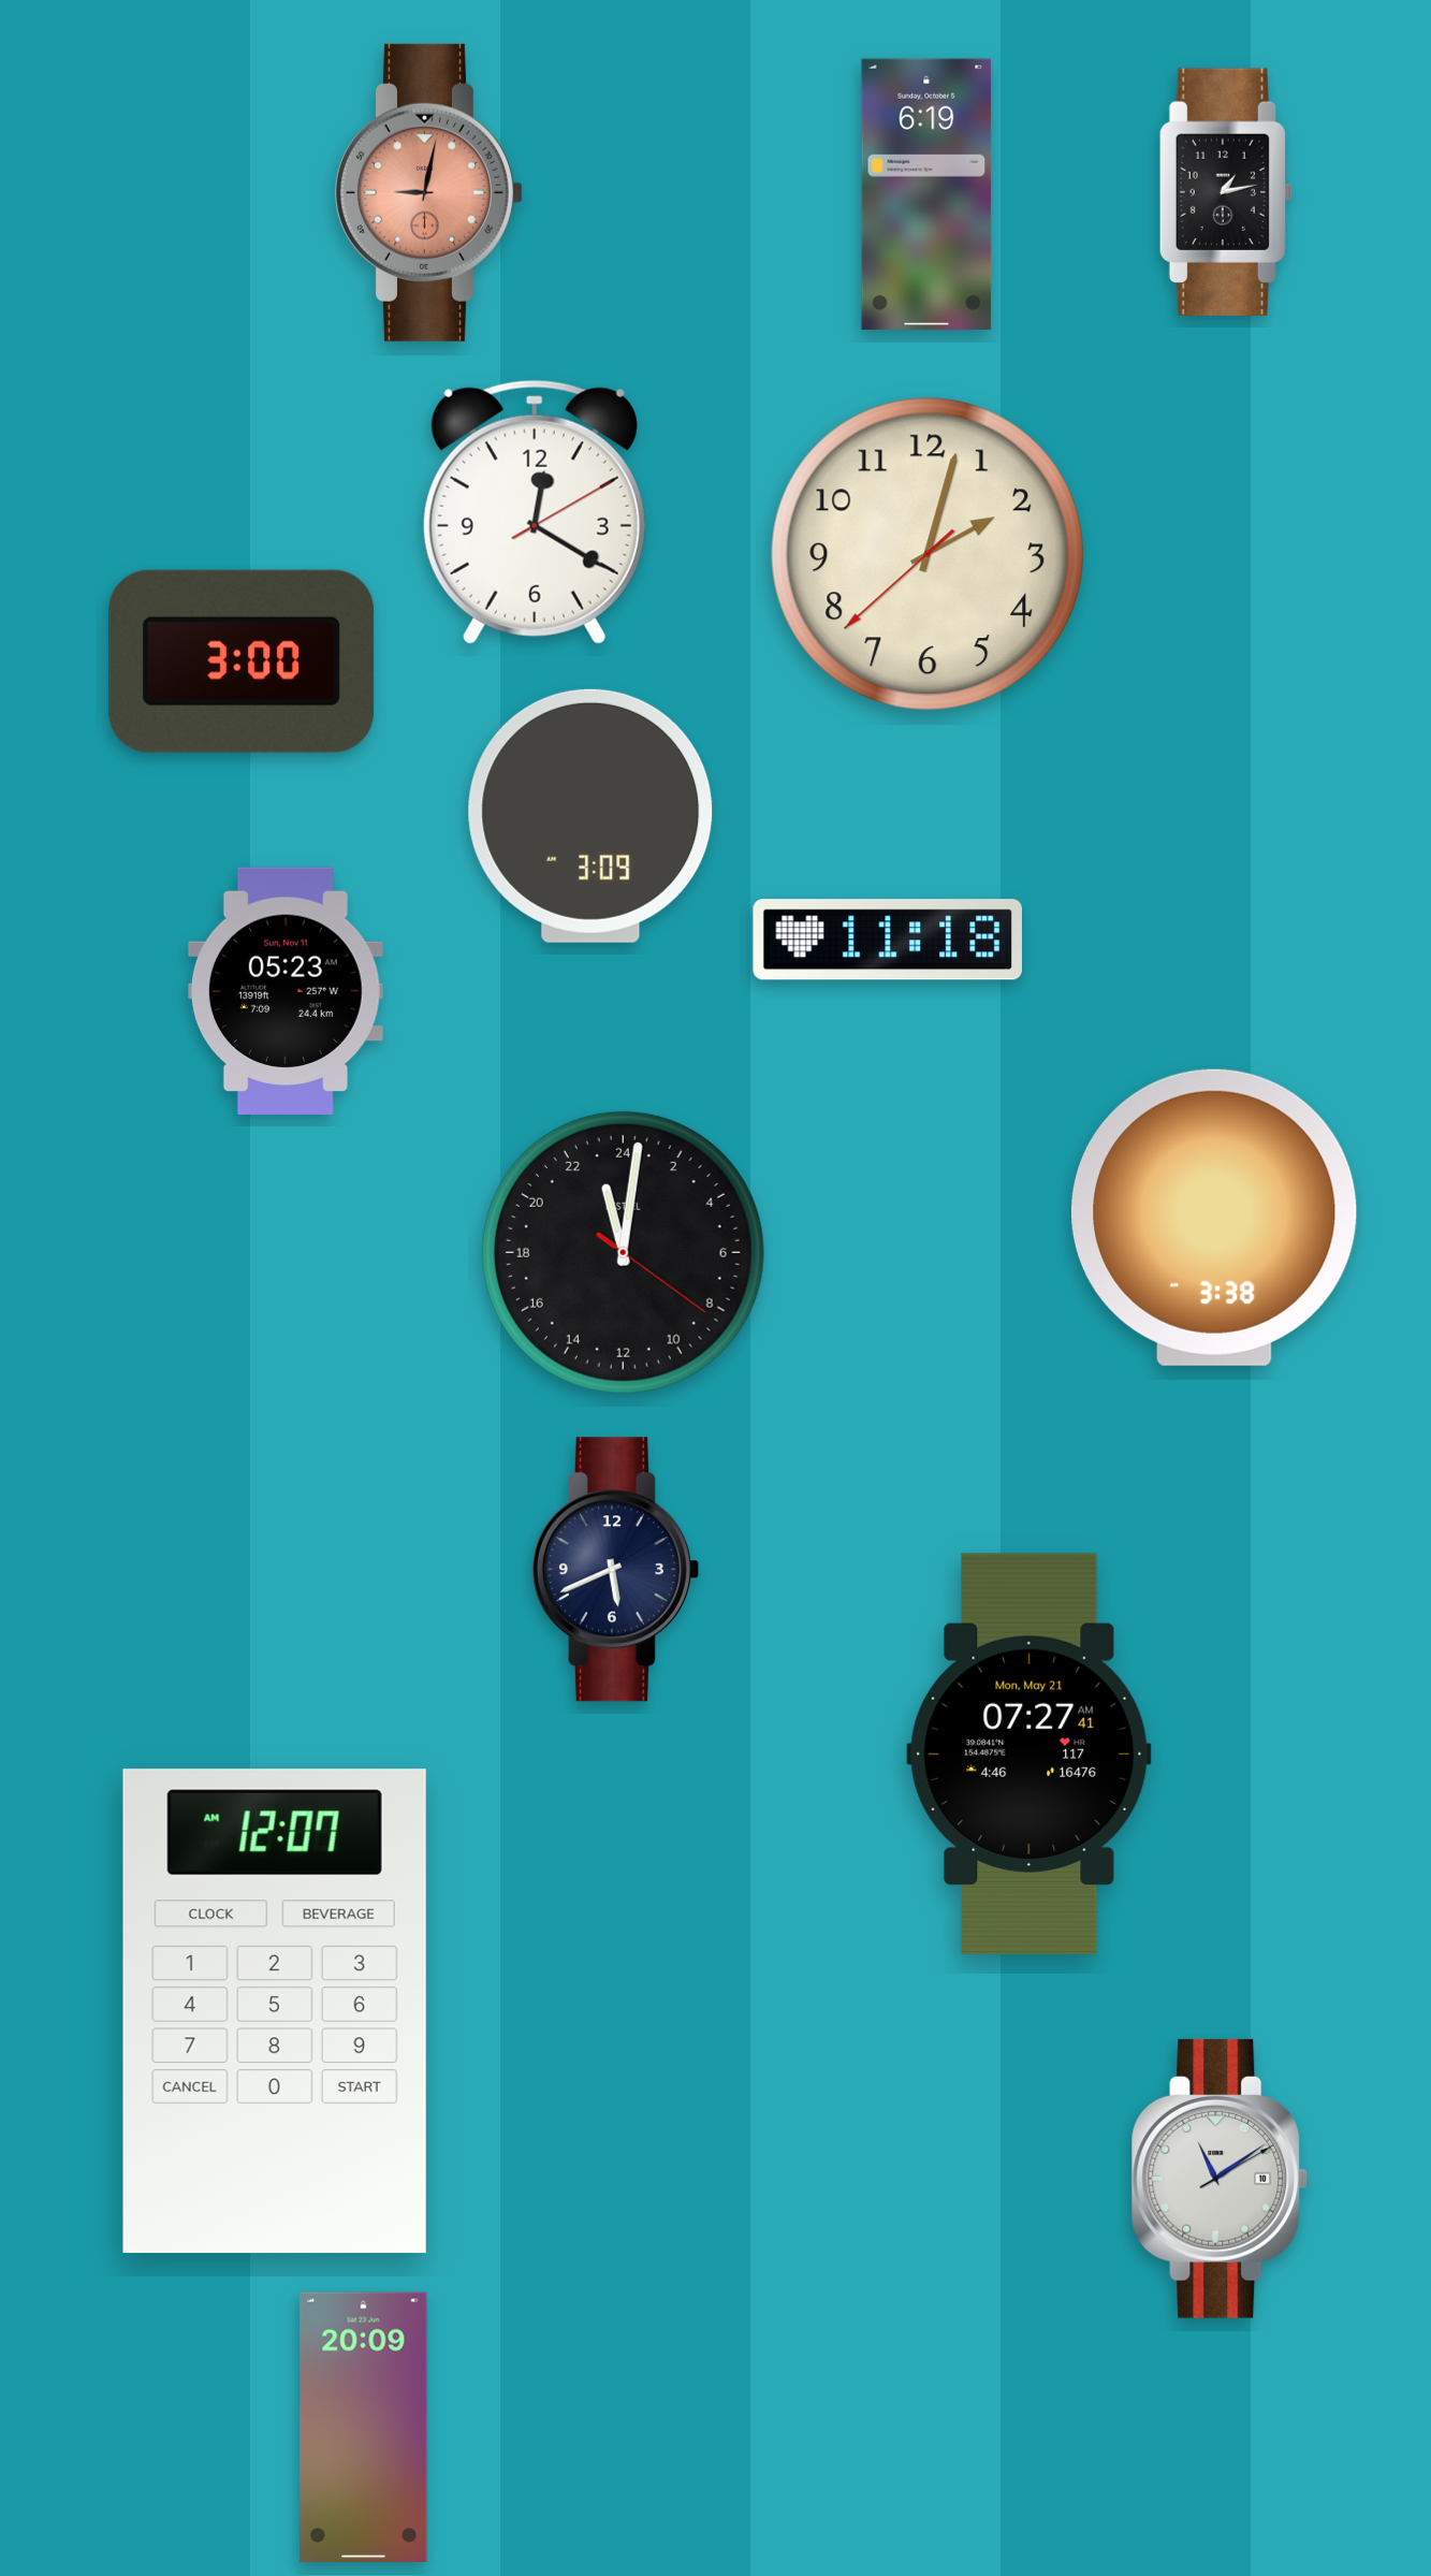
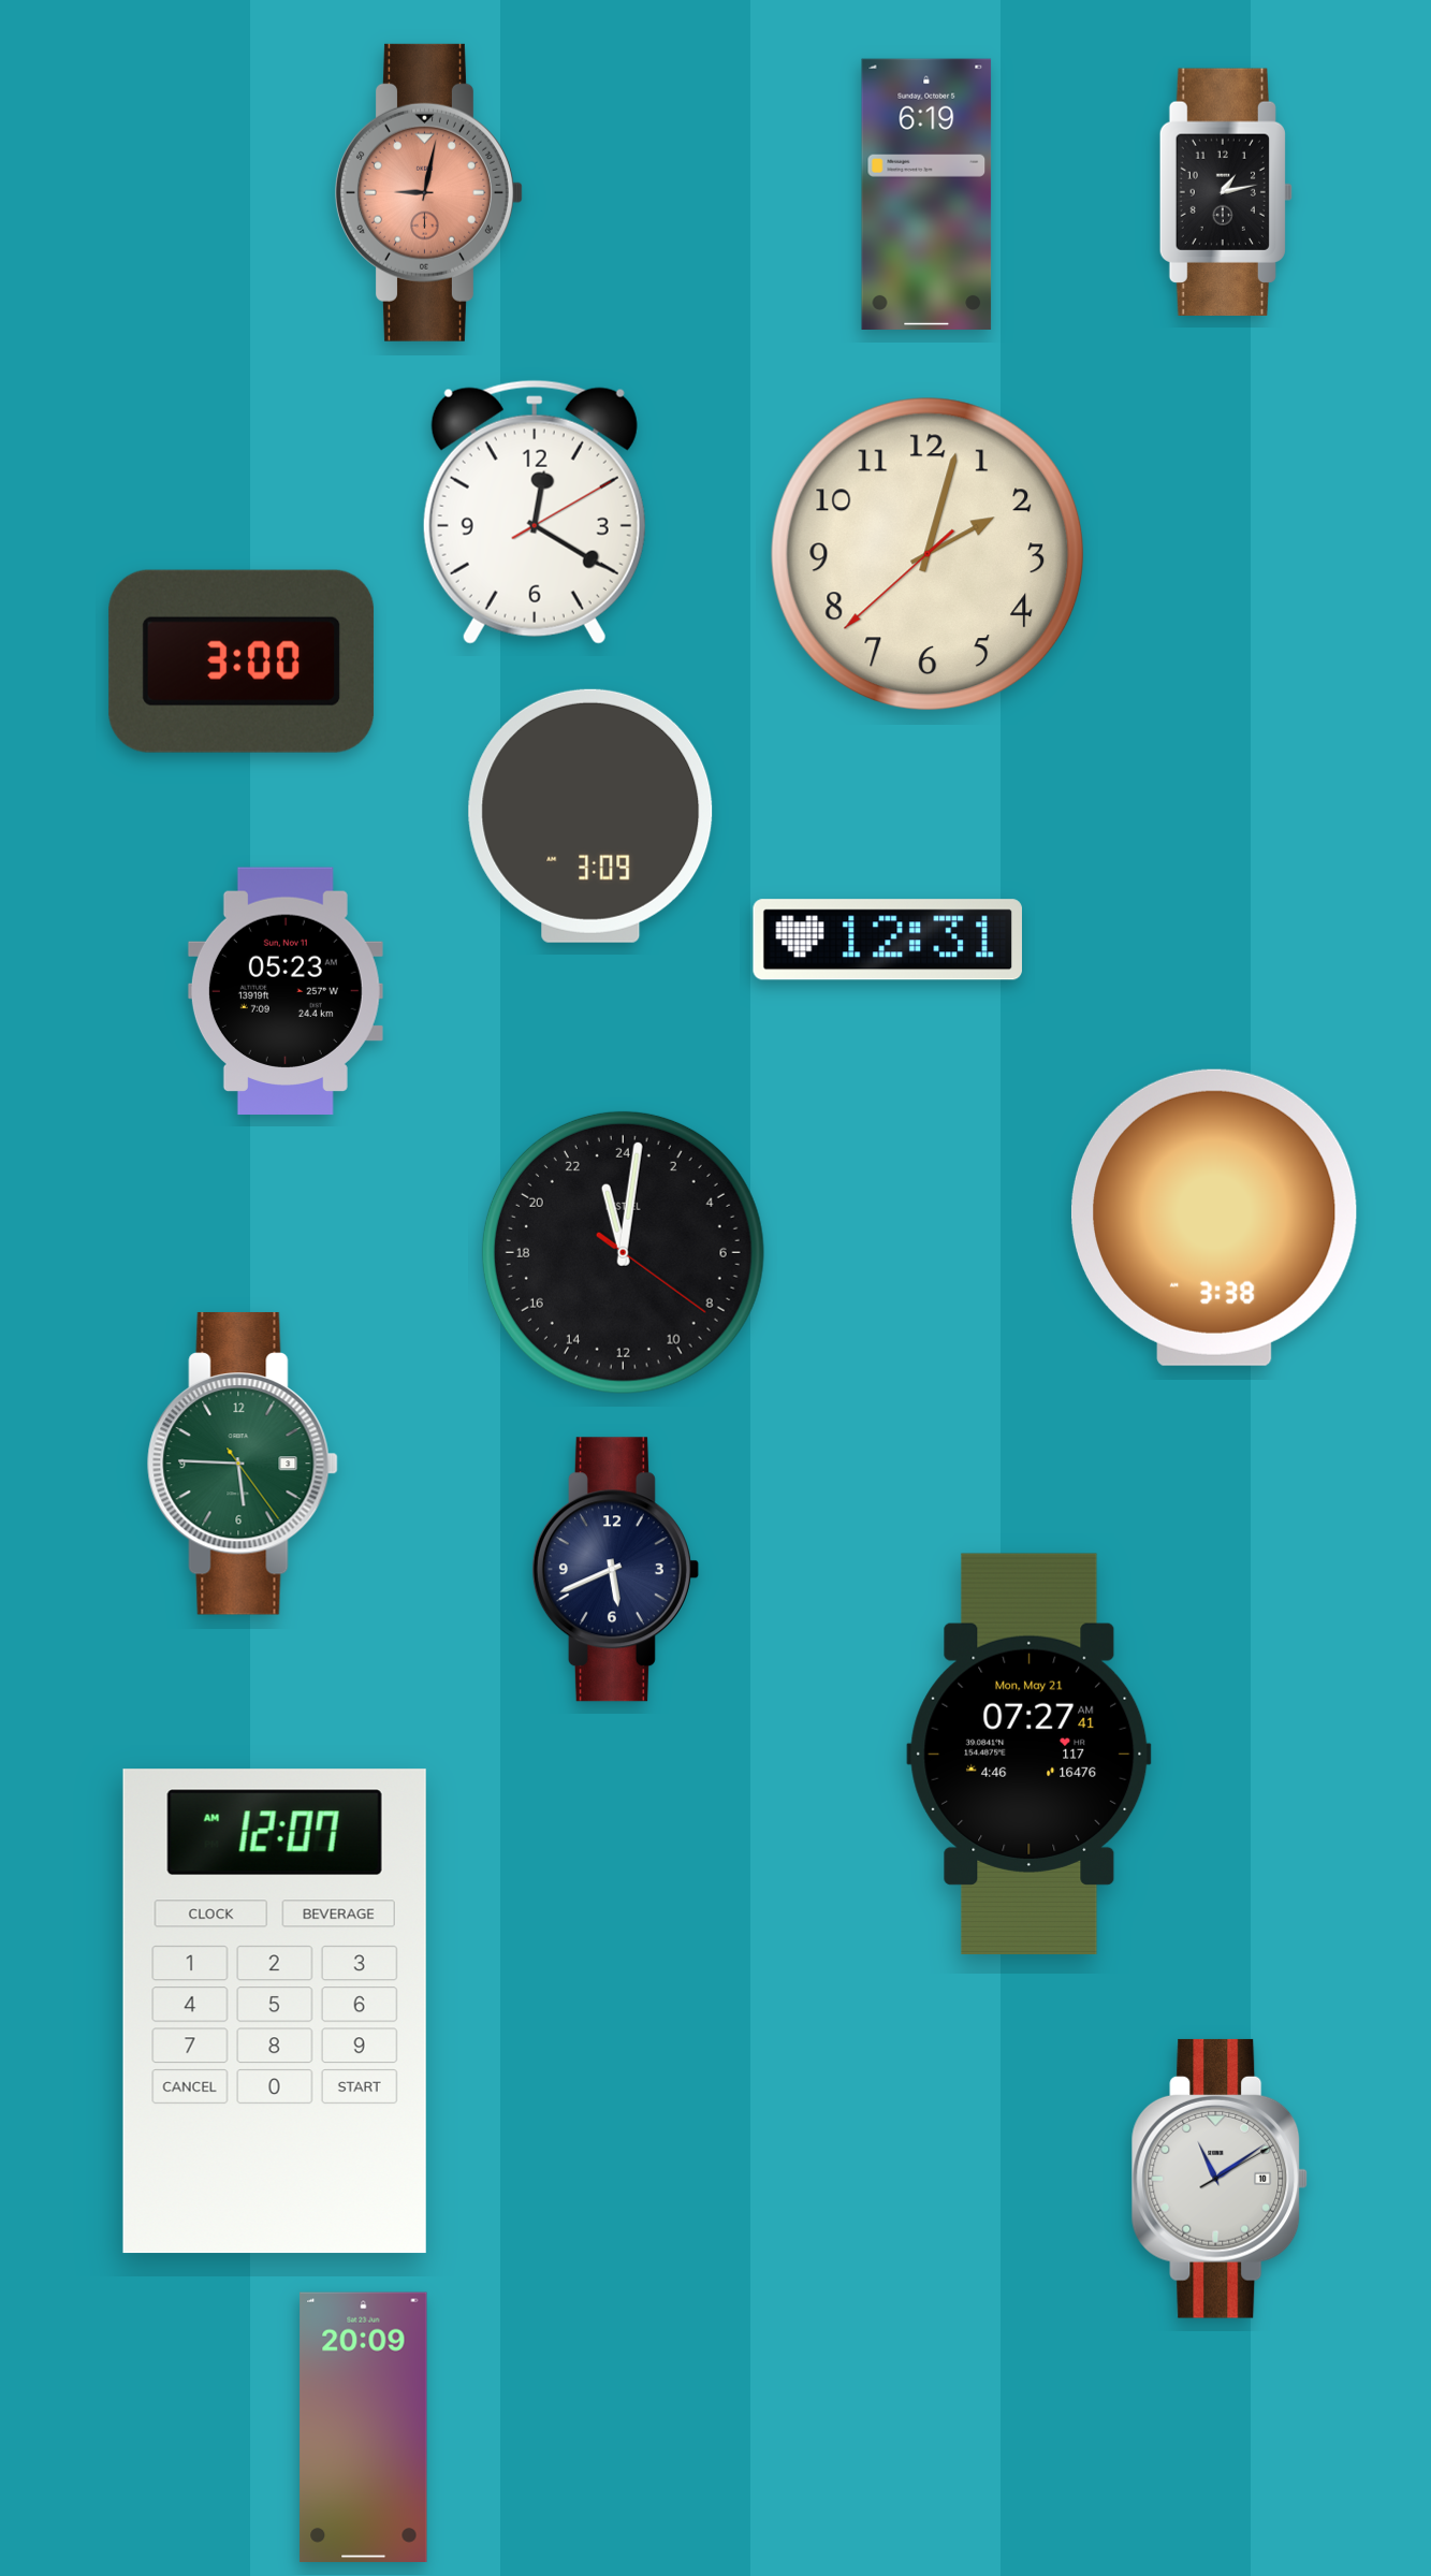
clock at (888, 940): 11:18 -> 12:31
clock at (243, 1464): none -> 5:45
